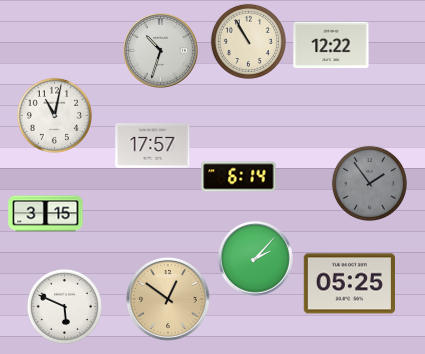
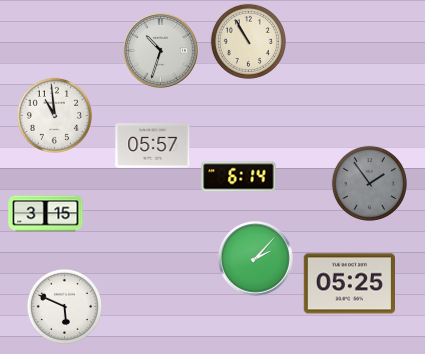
clock at (331, 44): 12:22 -> none
clock at (54, 115): 11:02 -> 10:59
clock at (153, 146): 17:57 -> 05:57
clock at (169, 300): 12:51 -> none
